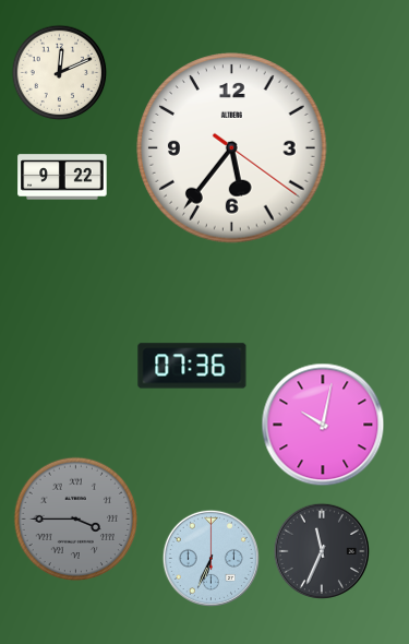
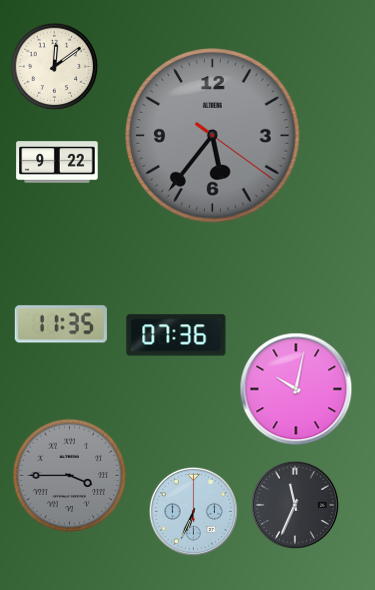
clock at (60, 73): 12:11 -> 12:09
clock at (232, 148) dial: white -> grey
clock at (61, 324): none -> 11:35
